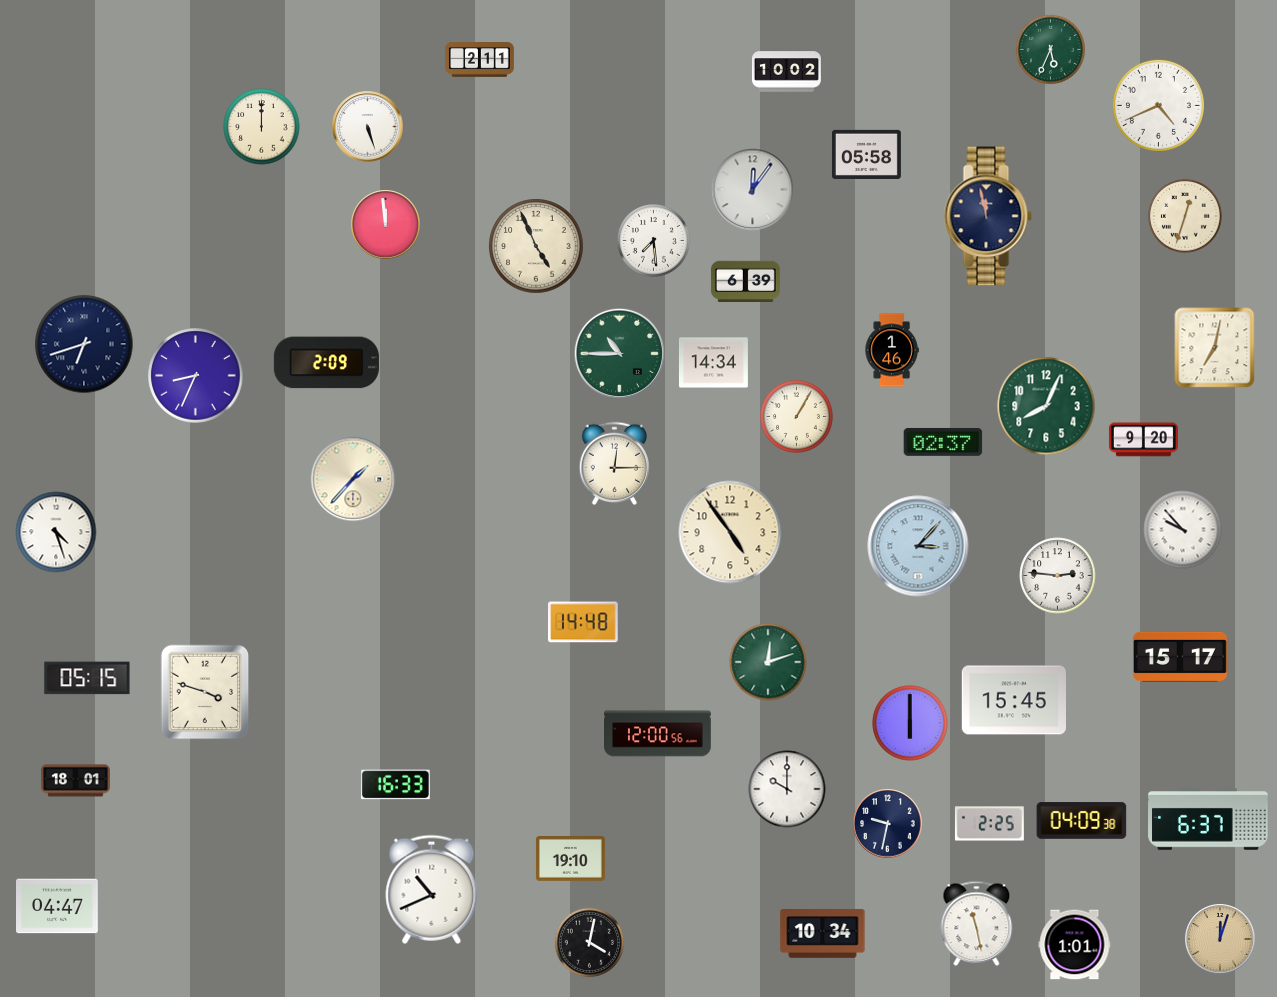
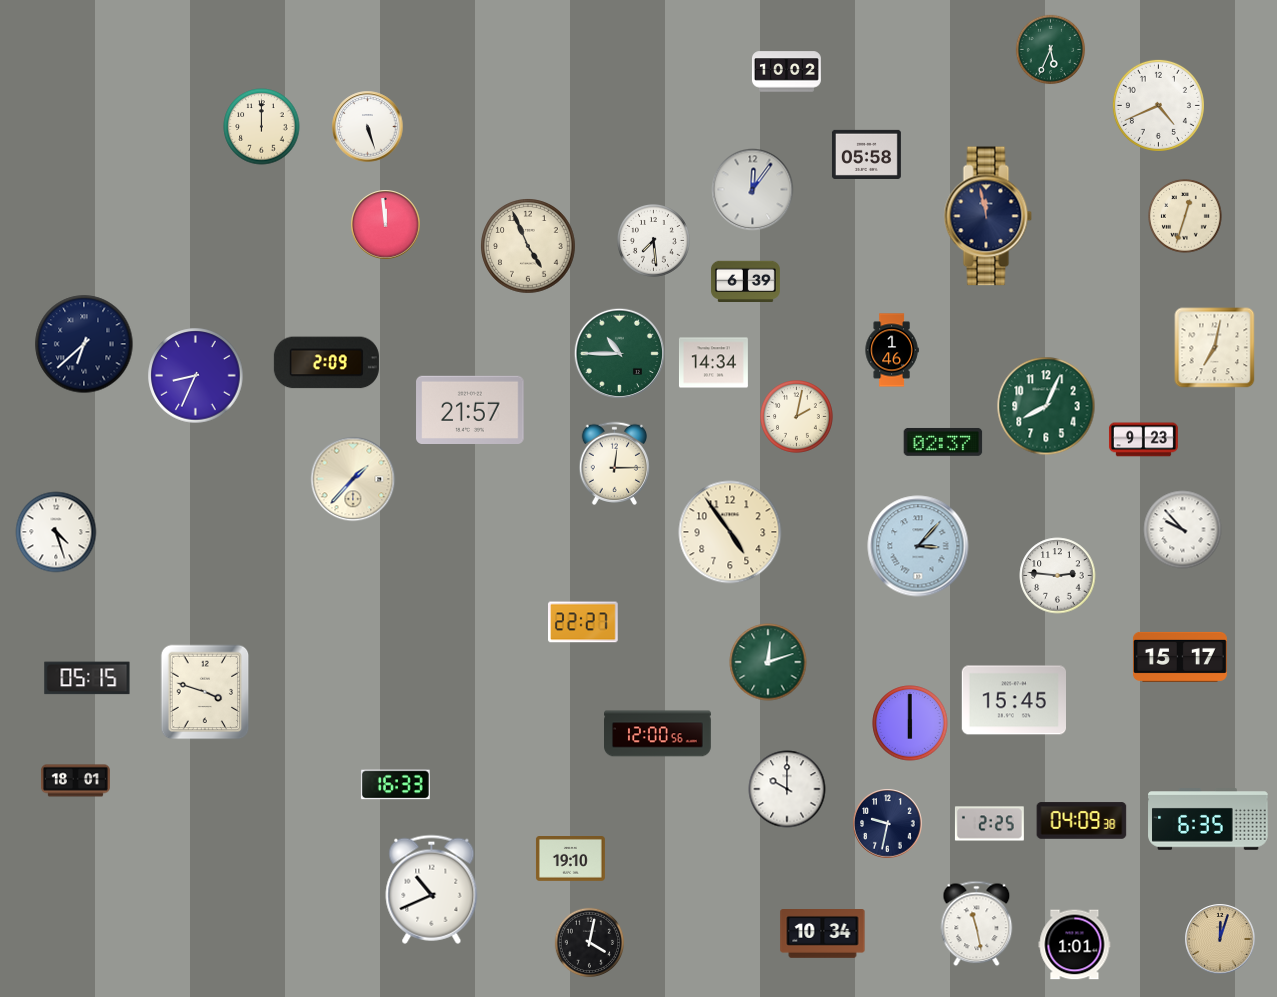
clock at (479, 60): 2:11 -> none
clock at (536, 246) position: (536, 246) -> (528, 246)
clock at (84, 344): 6:42 -> 6:38
clock at (470, 410): none -> 21:57
clock at (797, 417): 1:05 -> 2:02
clock at (1143, 440): 9:20 -> 9:23
clock at (584, 622): 14:48 -> 22:27
clock at (1208, 819): 6:37 -> 6:35
clock at (58, 906): 04:47 -> none
